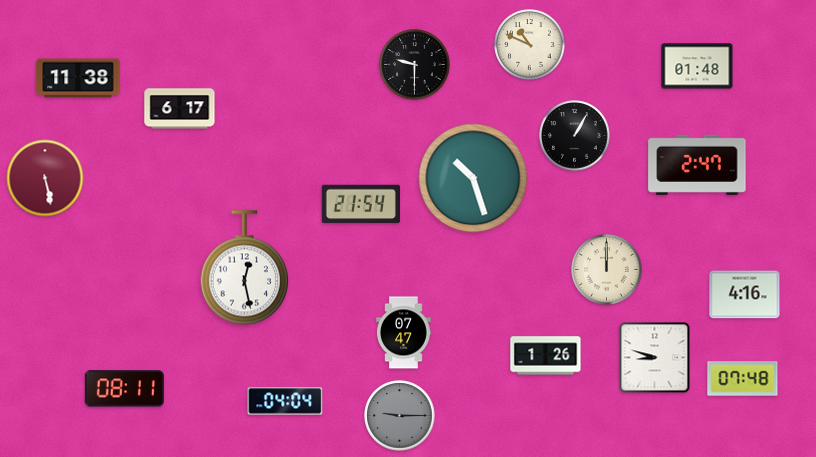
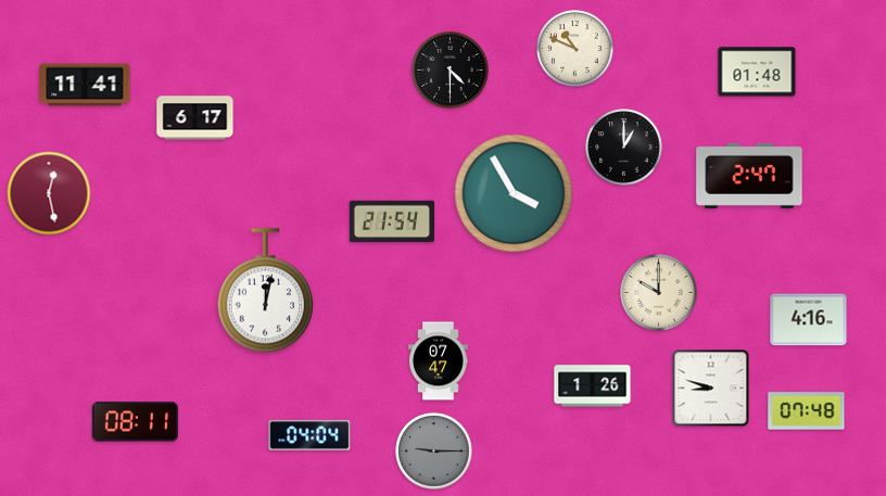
clock at (415, 65): 9:30 -> 4:30
clock at (78, 78): 11:38 -> 11:41
clock at (575, 136): 1:05 -> 1:00
clock at (697, 165) position: (697, 165) -> (749, 176)
clock at (45, 178): 5:28 -> 12:28
clock at (473, 178): 10:27 -> 3:55
clock at (244, 268): 12:28 -> 12:02
clock at (607, 270): 12:00 -> 10:00
